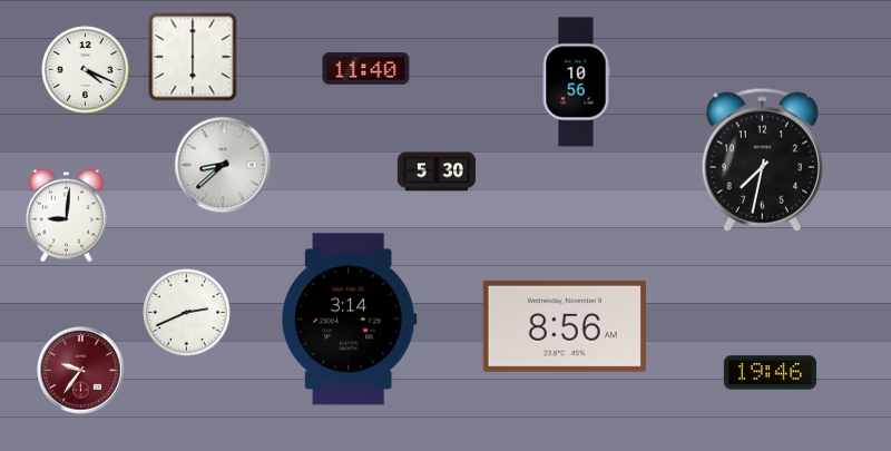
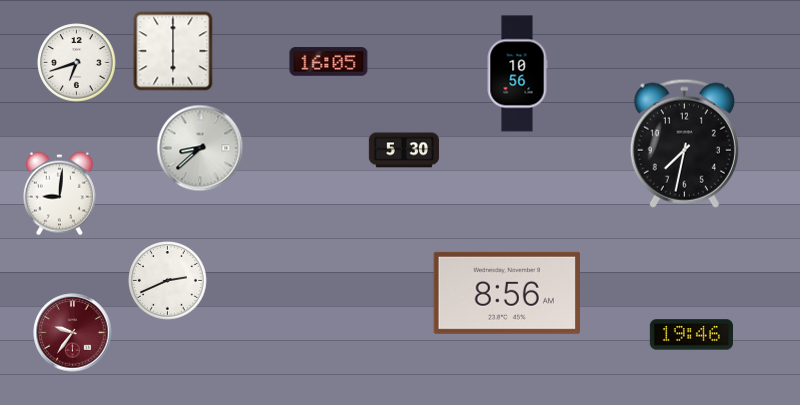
clock at (366, 69): 11:40 -> 16:05
clock at (86, 70): 4:19 -> 6:42
clock at (437, 171) position: (437, 171) -> (404, 150)
clock at (349, 320): 3:14 -> none
